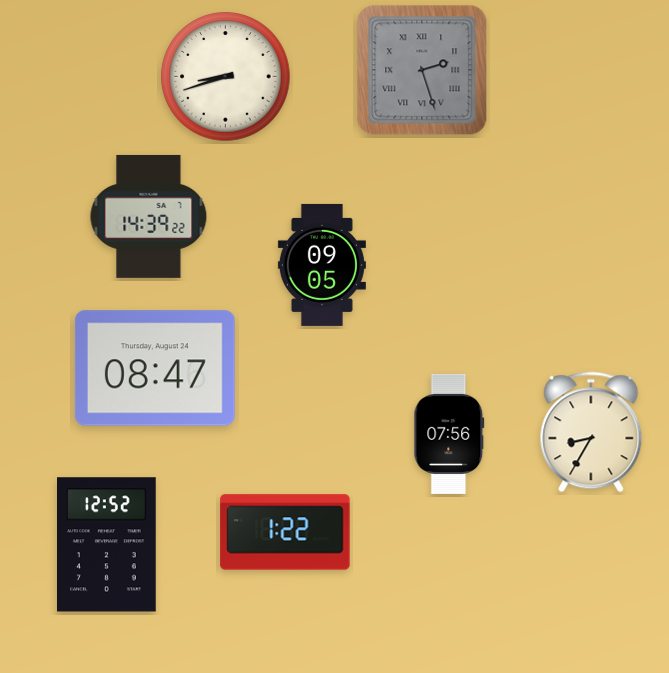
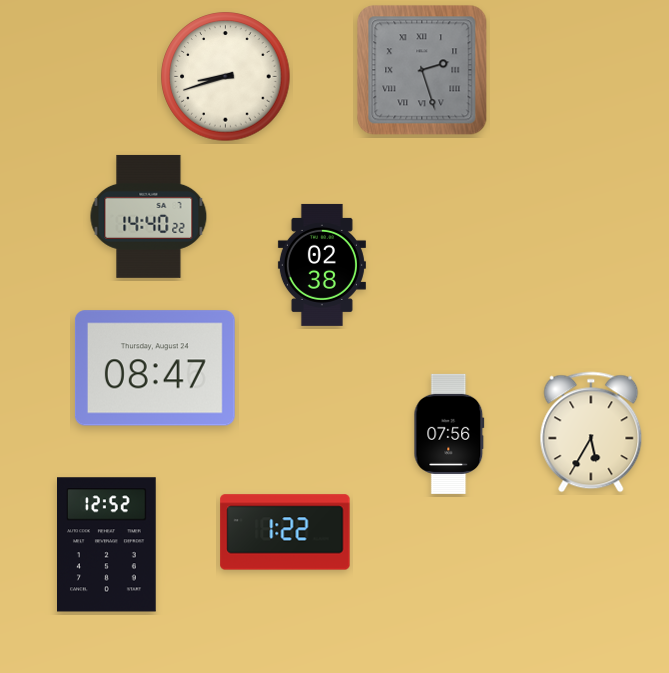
clock at (149, 216): 14:39 -> 14:40
clock at (322, 265): 09:05 -> 02:38
clock at (591, 432): 8:35 -> 5:35
